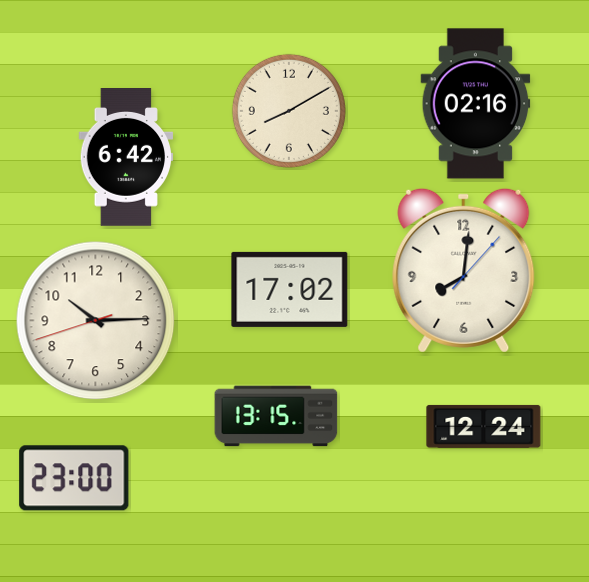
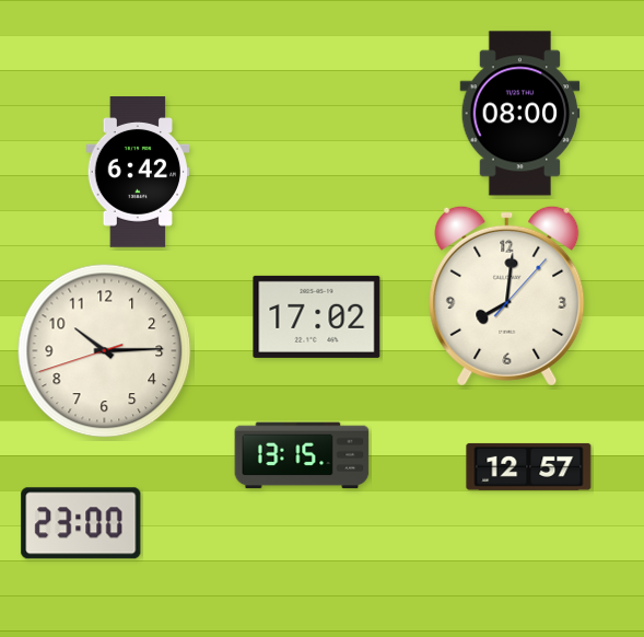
clock at (476, 104): 02:16 -> 08:00
clock at (289, 111): 8:10 -> none
clock at (484, 426): 12:24 -> 12:57
